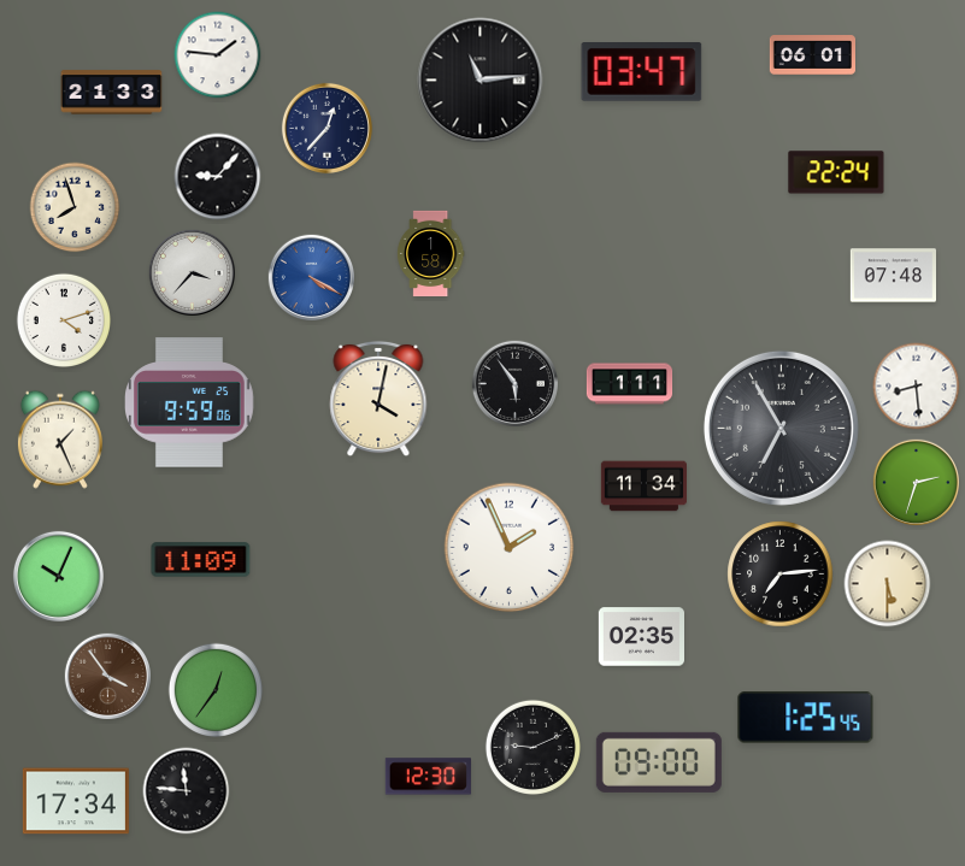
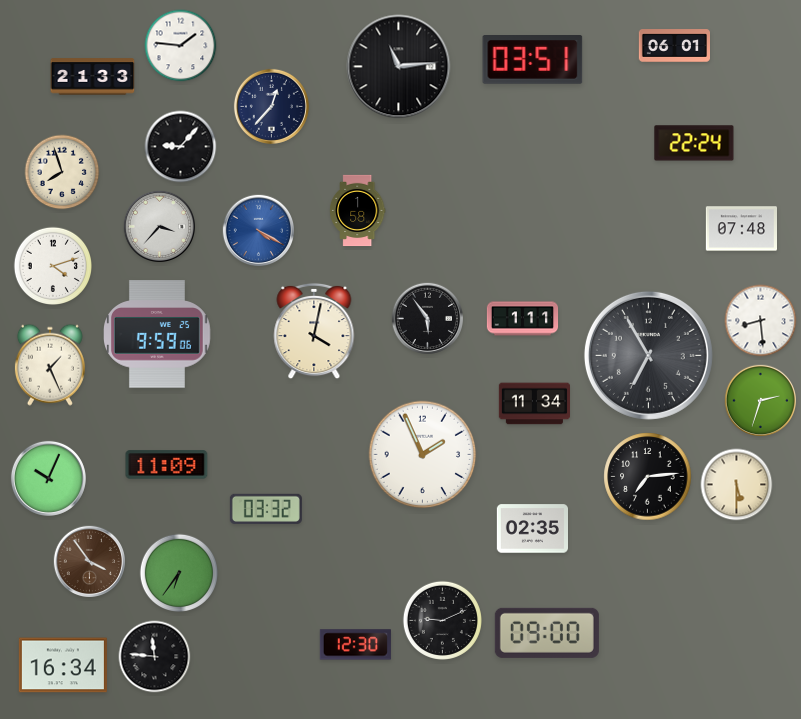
clock at (642, 72): 03:47 -> 03:51
clock at (266, 509): none -> 03:32
clock at (214, 689): 12:36 -> 6:36
clock at (806, 718): 1:25 -> none
clock at (76, 801): 17:34 -> 16:34
